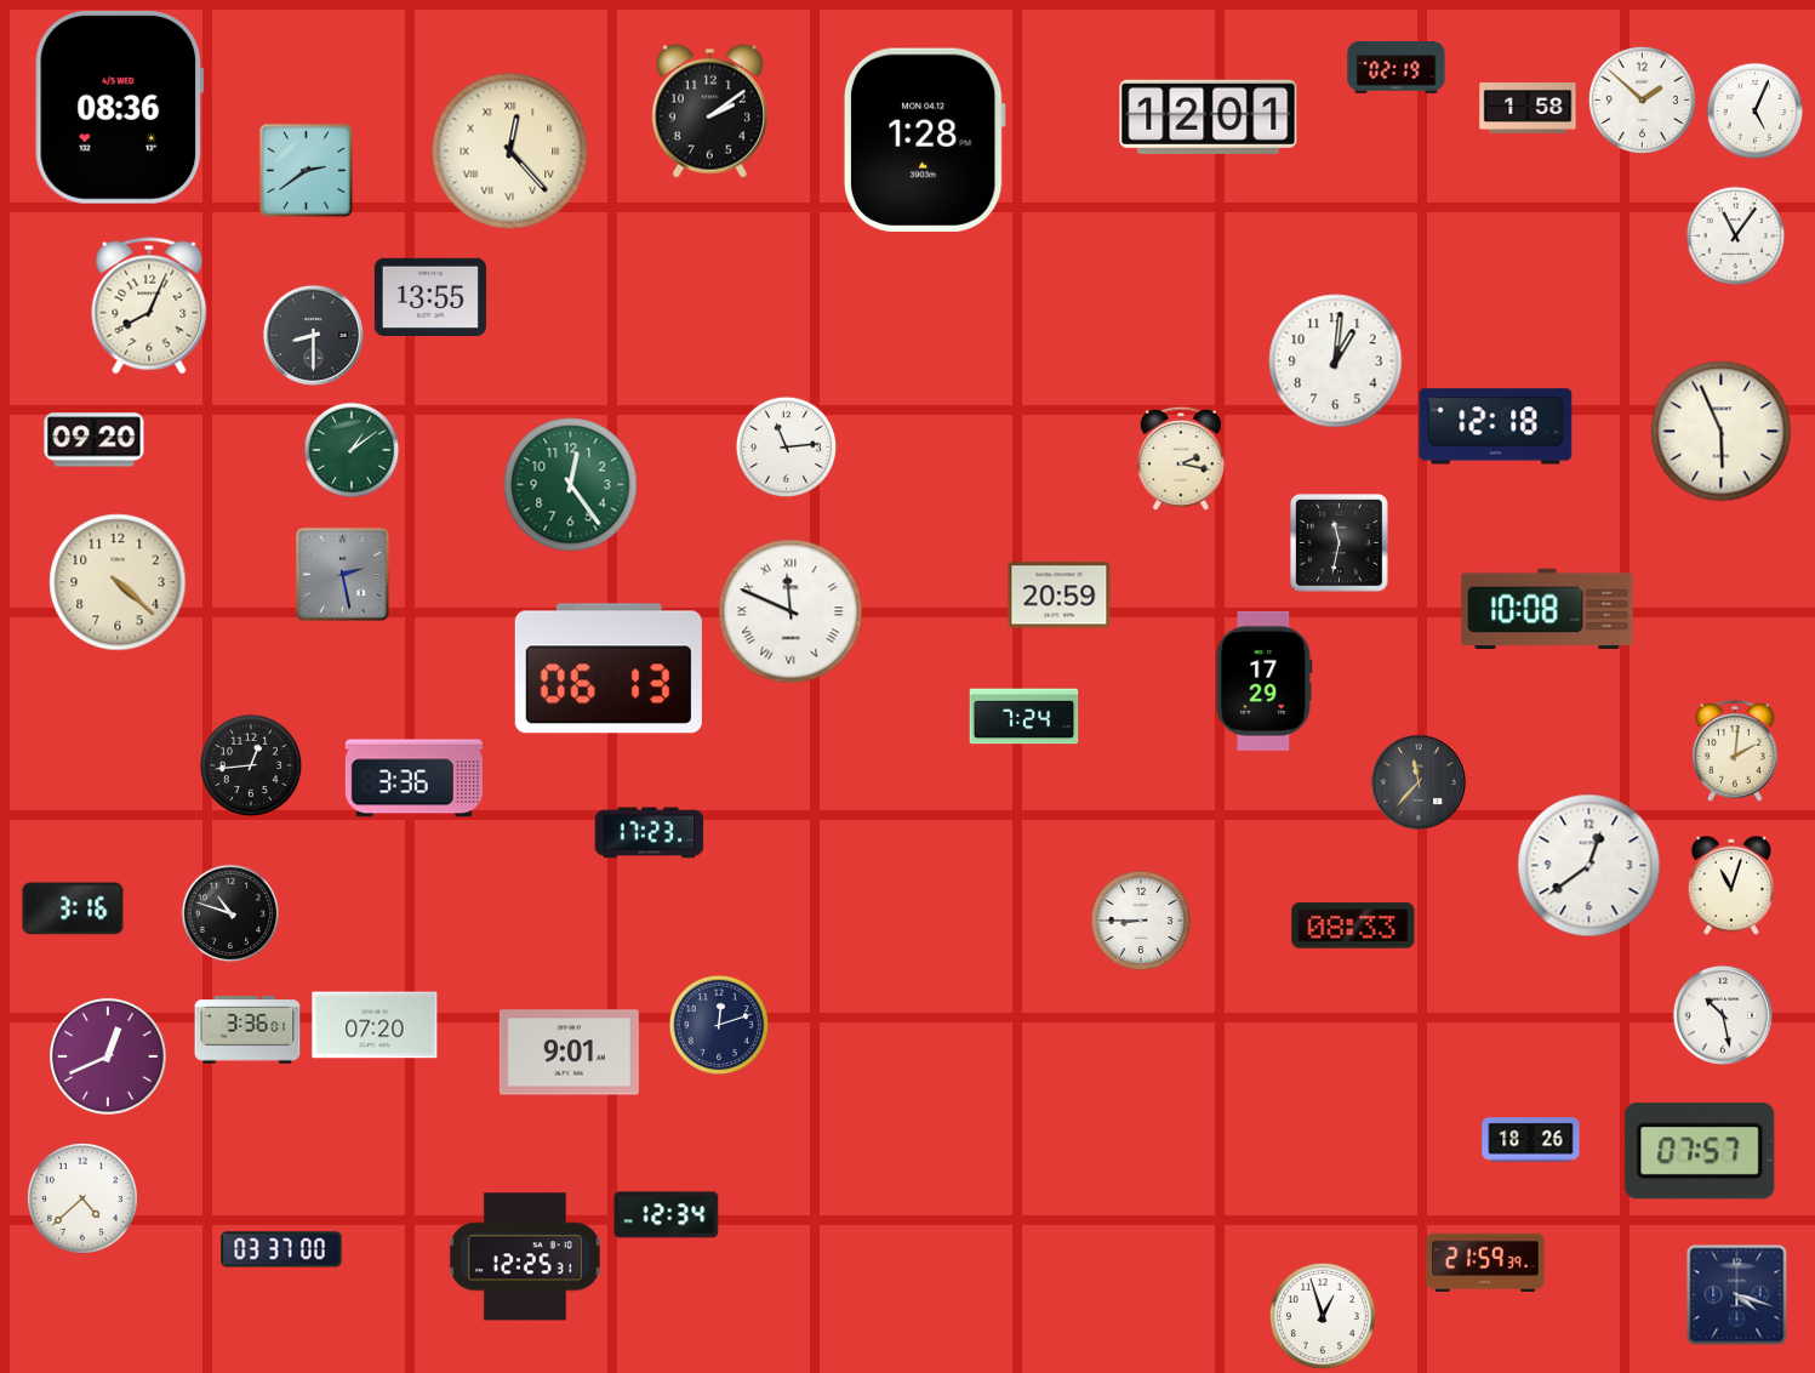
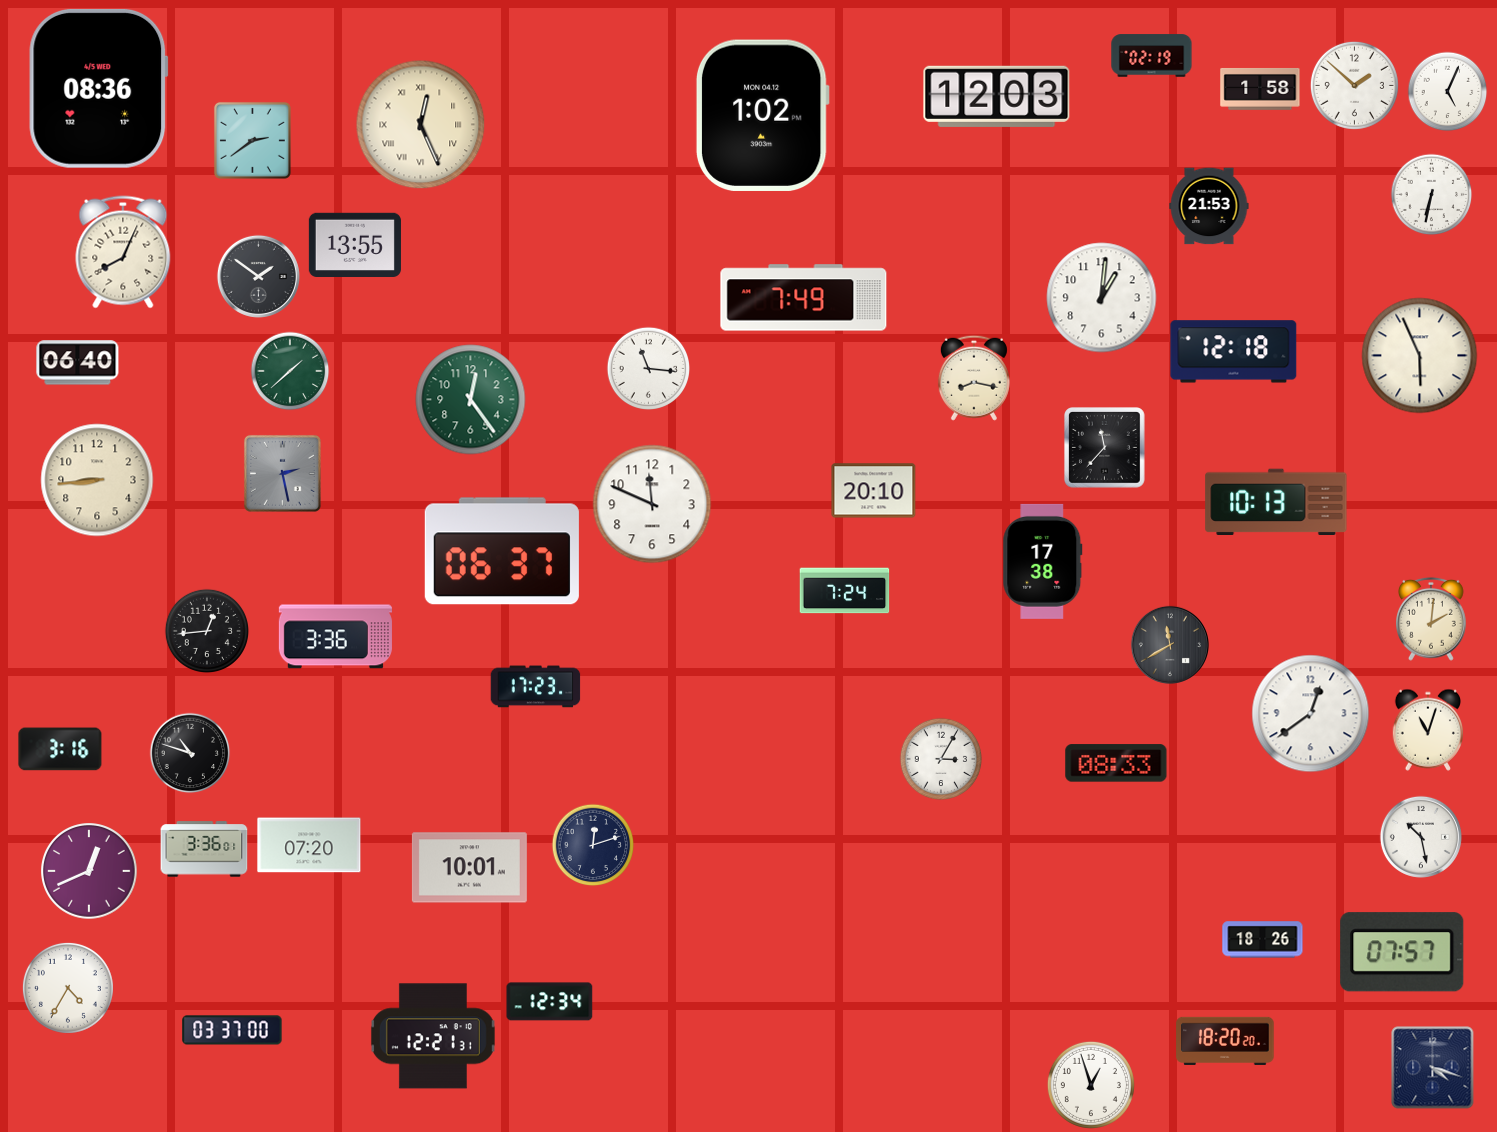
clock at (1642, 99) position: (1642, 99) -> (1354, 85)
clock at (709, 112): 2:09 -> none
clock at (1209, 116): 12:01 -> 12:03
clock at (924, 139): 1:28 -> 1:02
clock at (510, 152): 12:23 -> 12:26
clock at (1736, 237): 11:06 -> 6:32
clock at (1209, 206): none -> 21:53
clock at (313, 335): 8:30 -> 1:51
clock at (804, 298): none -> 7:49
clock at (95, 440): 09:20 -> 06:40
clock at (786, 446): 11:14 -> 11:16
clock at (352, 450): 1:09 -> 1:38
clock at (1181, 458): 2:17 -> 8:17
clock at (1340, 543): 11:32 -> 11:37
clock at (118, 582): 4:22 -> 8:44
clock at (1060, 596): 20:59 -> 20:10
clock at (1547, 609): 10:08 -> 10:13
clock at (791, 611) numerals: Roman -> Arabic
clock at (609, 668): 06:13 -> 06:37
clock at (1265, 680): 17:29 -> 17:38
clock at (413, 779) position: (413, 779) -> (335, 637)
clock at (1419, 782): 11:37 -> 11:40
clock at (1141, 921): 8:45 -> 3:05
clock at (569, 1053): 9:01 -> 10:01
clock at (1700, 1151) position: (1700, 1151) -> (1402, 952)
clock at (82, 1198): 4:38 -> 4:35
clock at (525, 1257): 12:25 -> 12:21
clock at (1485, 1263): 21:59 -> 18:20
